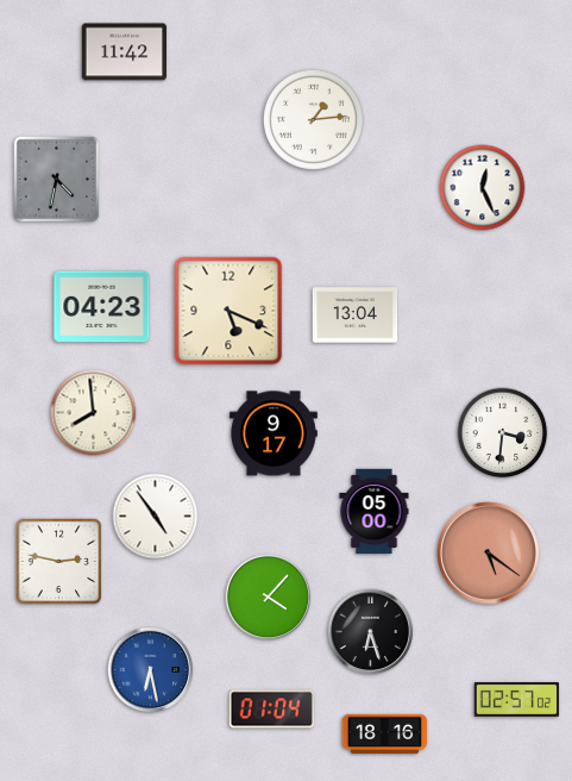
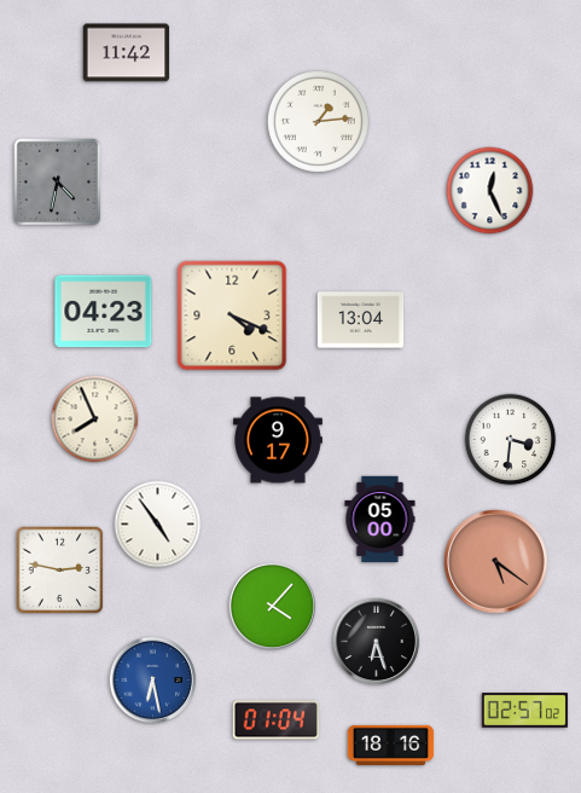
clock at (228, 311): 5:19 -> 4:19
clock at (94, 413): 7:59 -> 7:56
